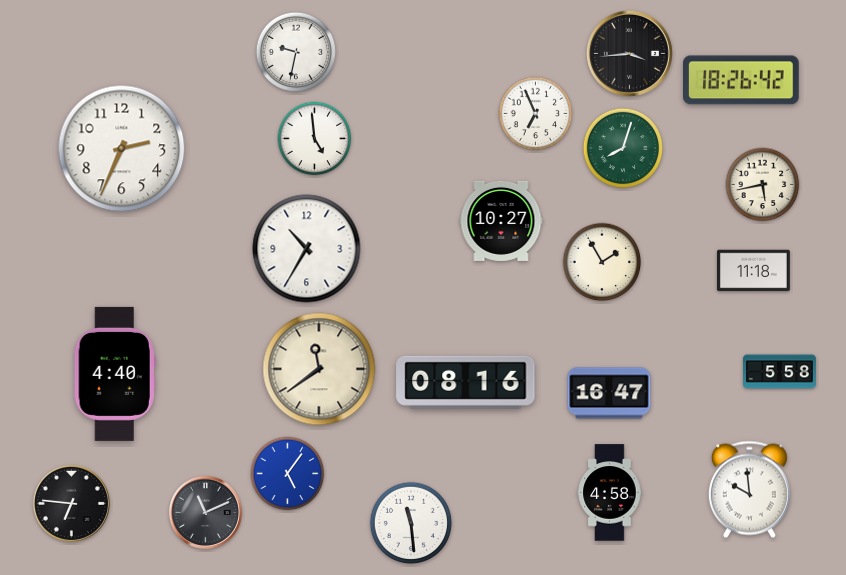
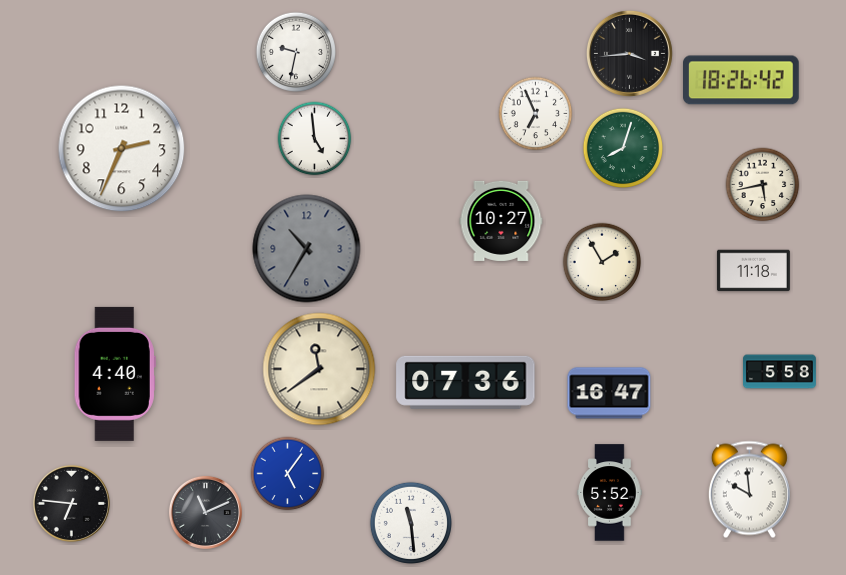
clock at (307, 249) dial: white -> grey
clock at (466, 382): 08:16 -> 07:36
clock at (610, 493): 4:58 -> 5:52
